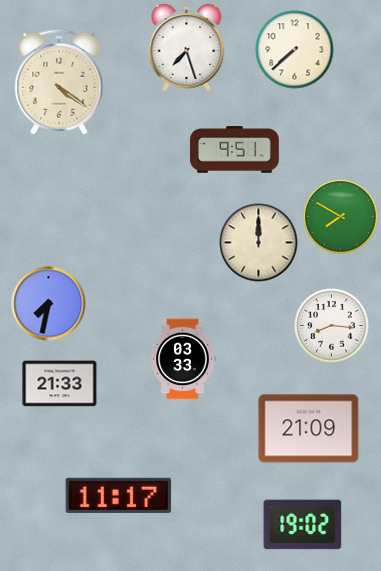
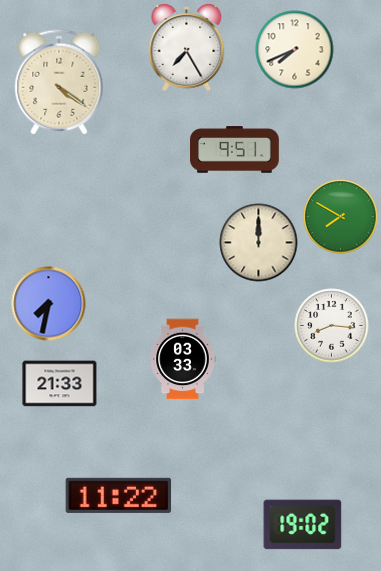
clock at (187, 47): 7:27 -> 7:25
clock at (295, 50): 7:38 -> 7:41
clock at (309, 429): 21:09 -> none
clock at (119, 495): 11:17 -> 11:22
